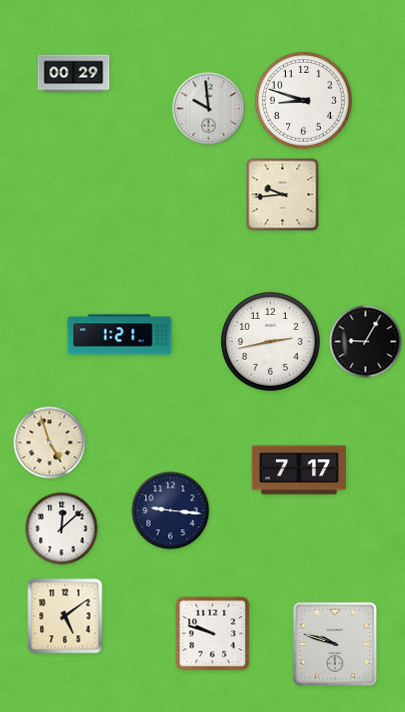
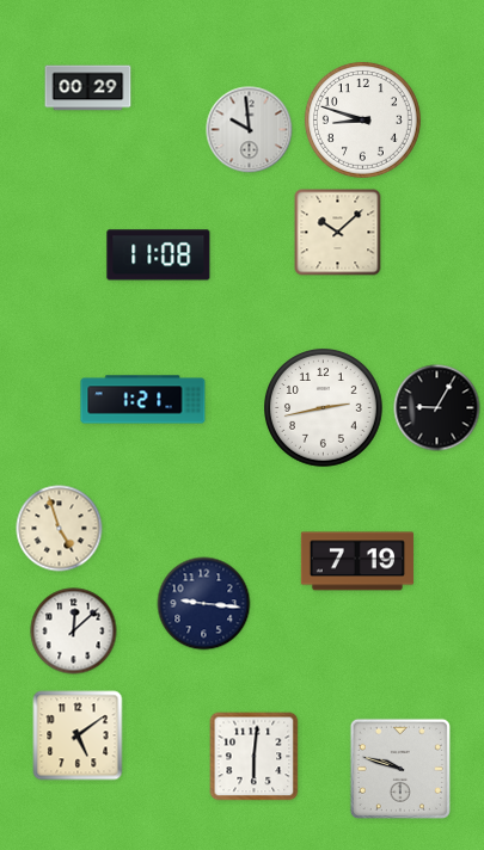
clock at (283, 195): 9:44 -> 10:08
clock at (159, 255): none -> 11:08
clock at (299, 470): 7:17 -> 7:19
clock at (171, 511) position: (171, 511) -> (204, 604)
clock at (213, 634): 9:48 -> 6:01
